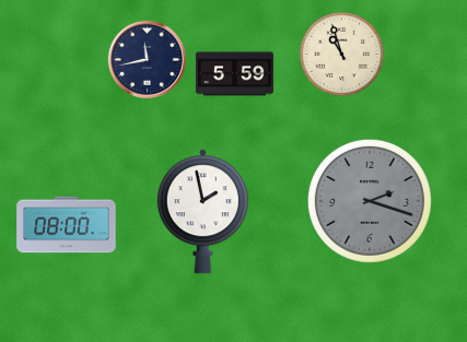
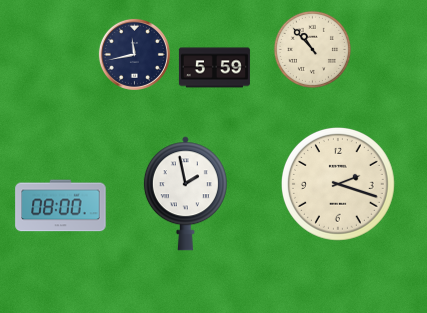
clock at (341, 54): 10:57 -> 10:53
clock at (370, 201) dial: grey -> cream
